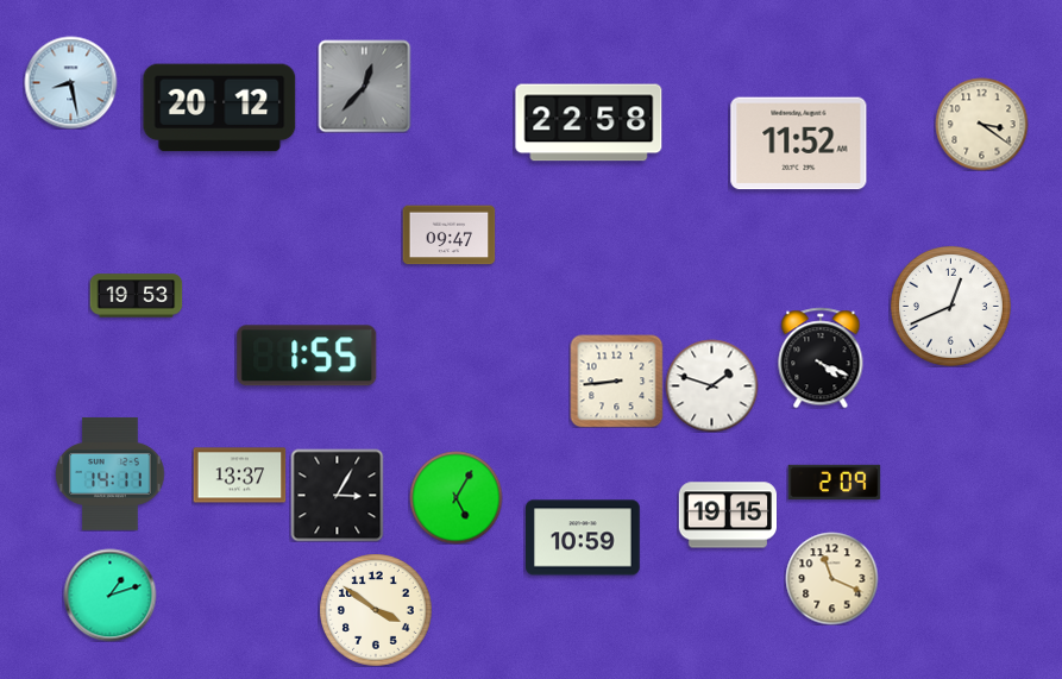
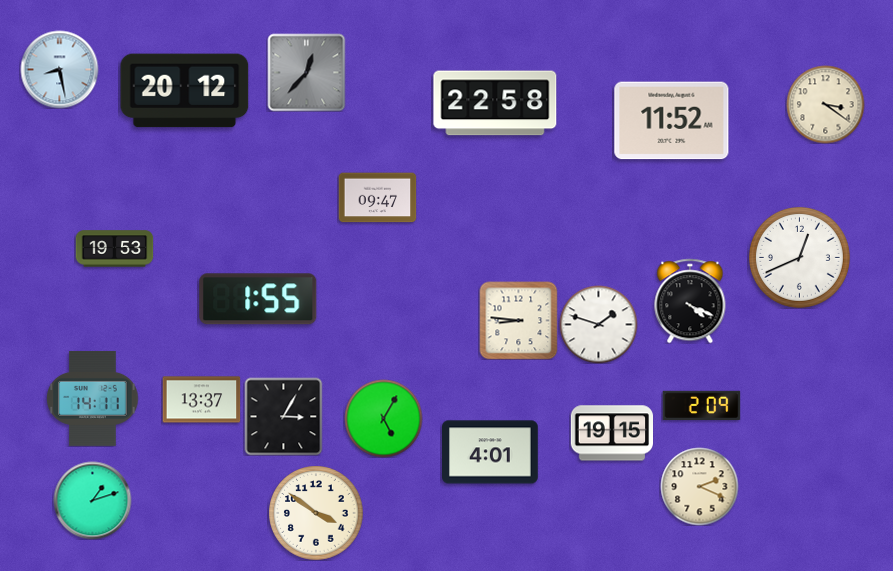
clock at (616, 381): 8:44 -> 8:46
clock at (584, 537): 10:59 -> 4:01
clock at (831, 578): 11:19 -> 2:19
